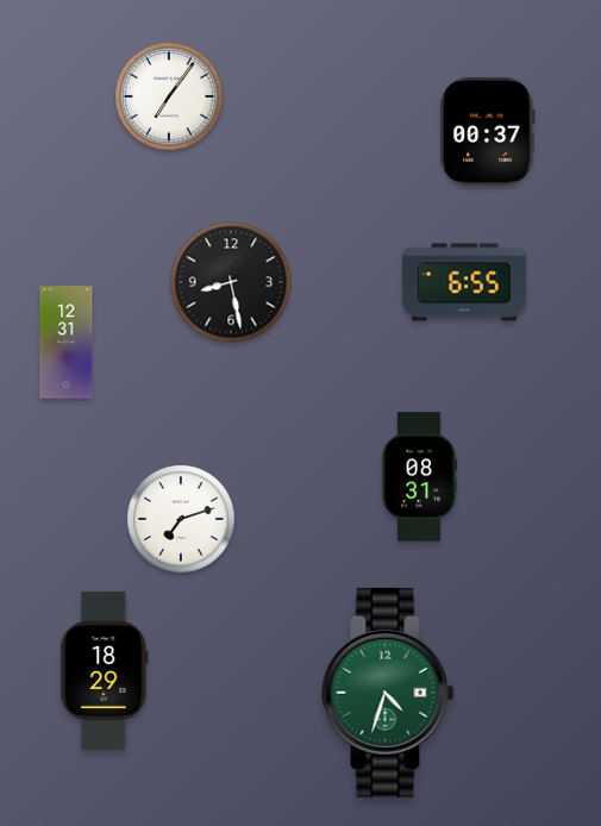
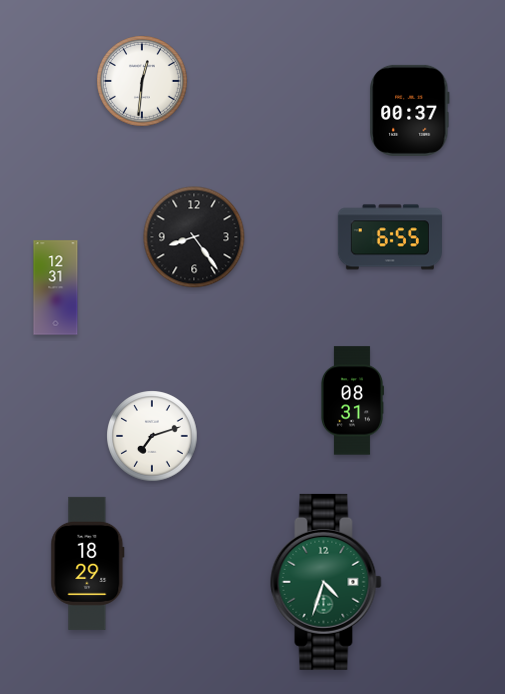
clock at (169, 96): 7:06 -> 12:31
clock at (231, 282): 8:28 -> 8:24
